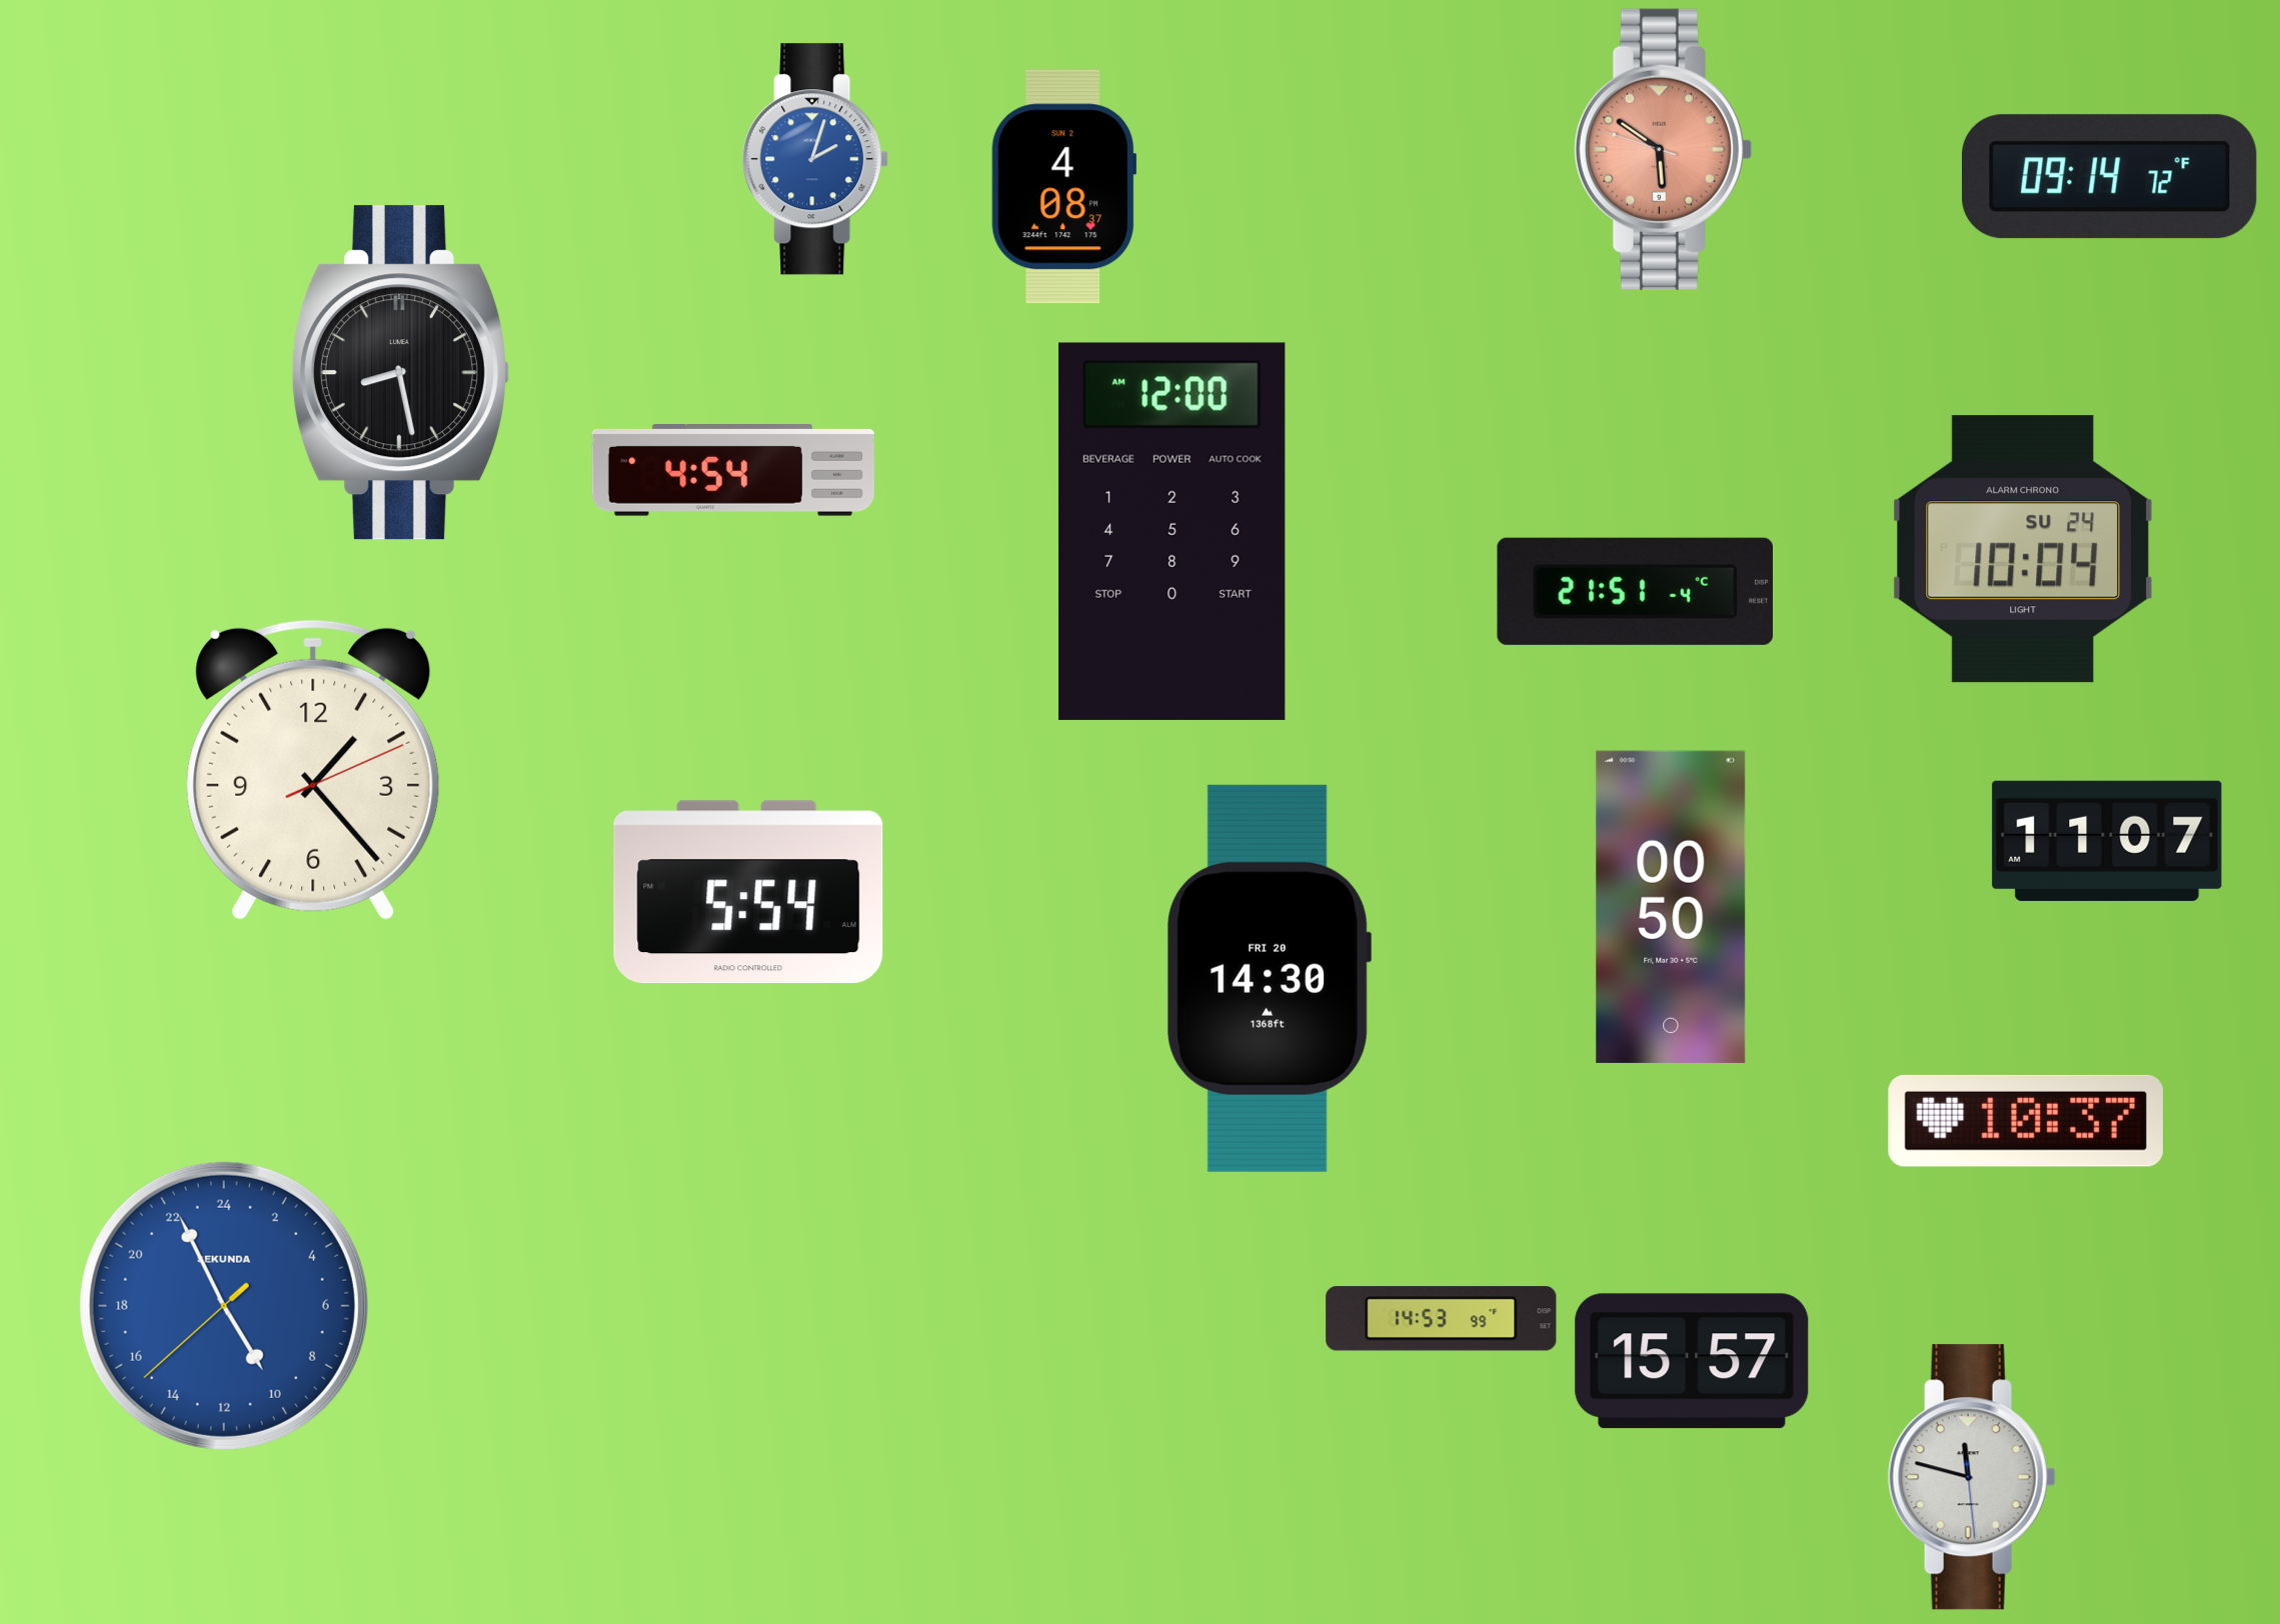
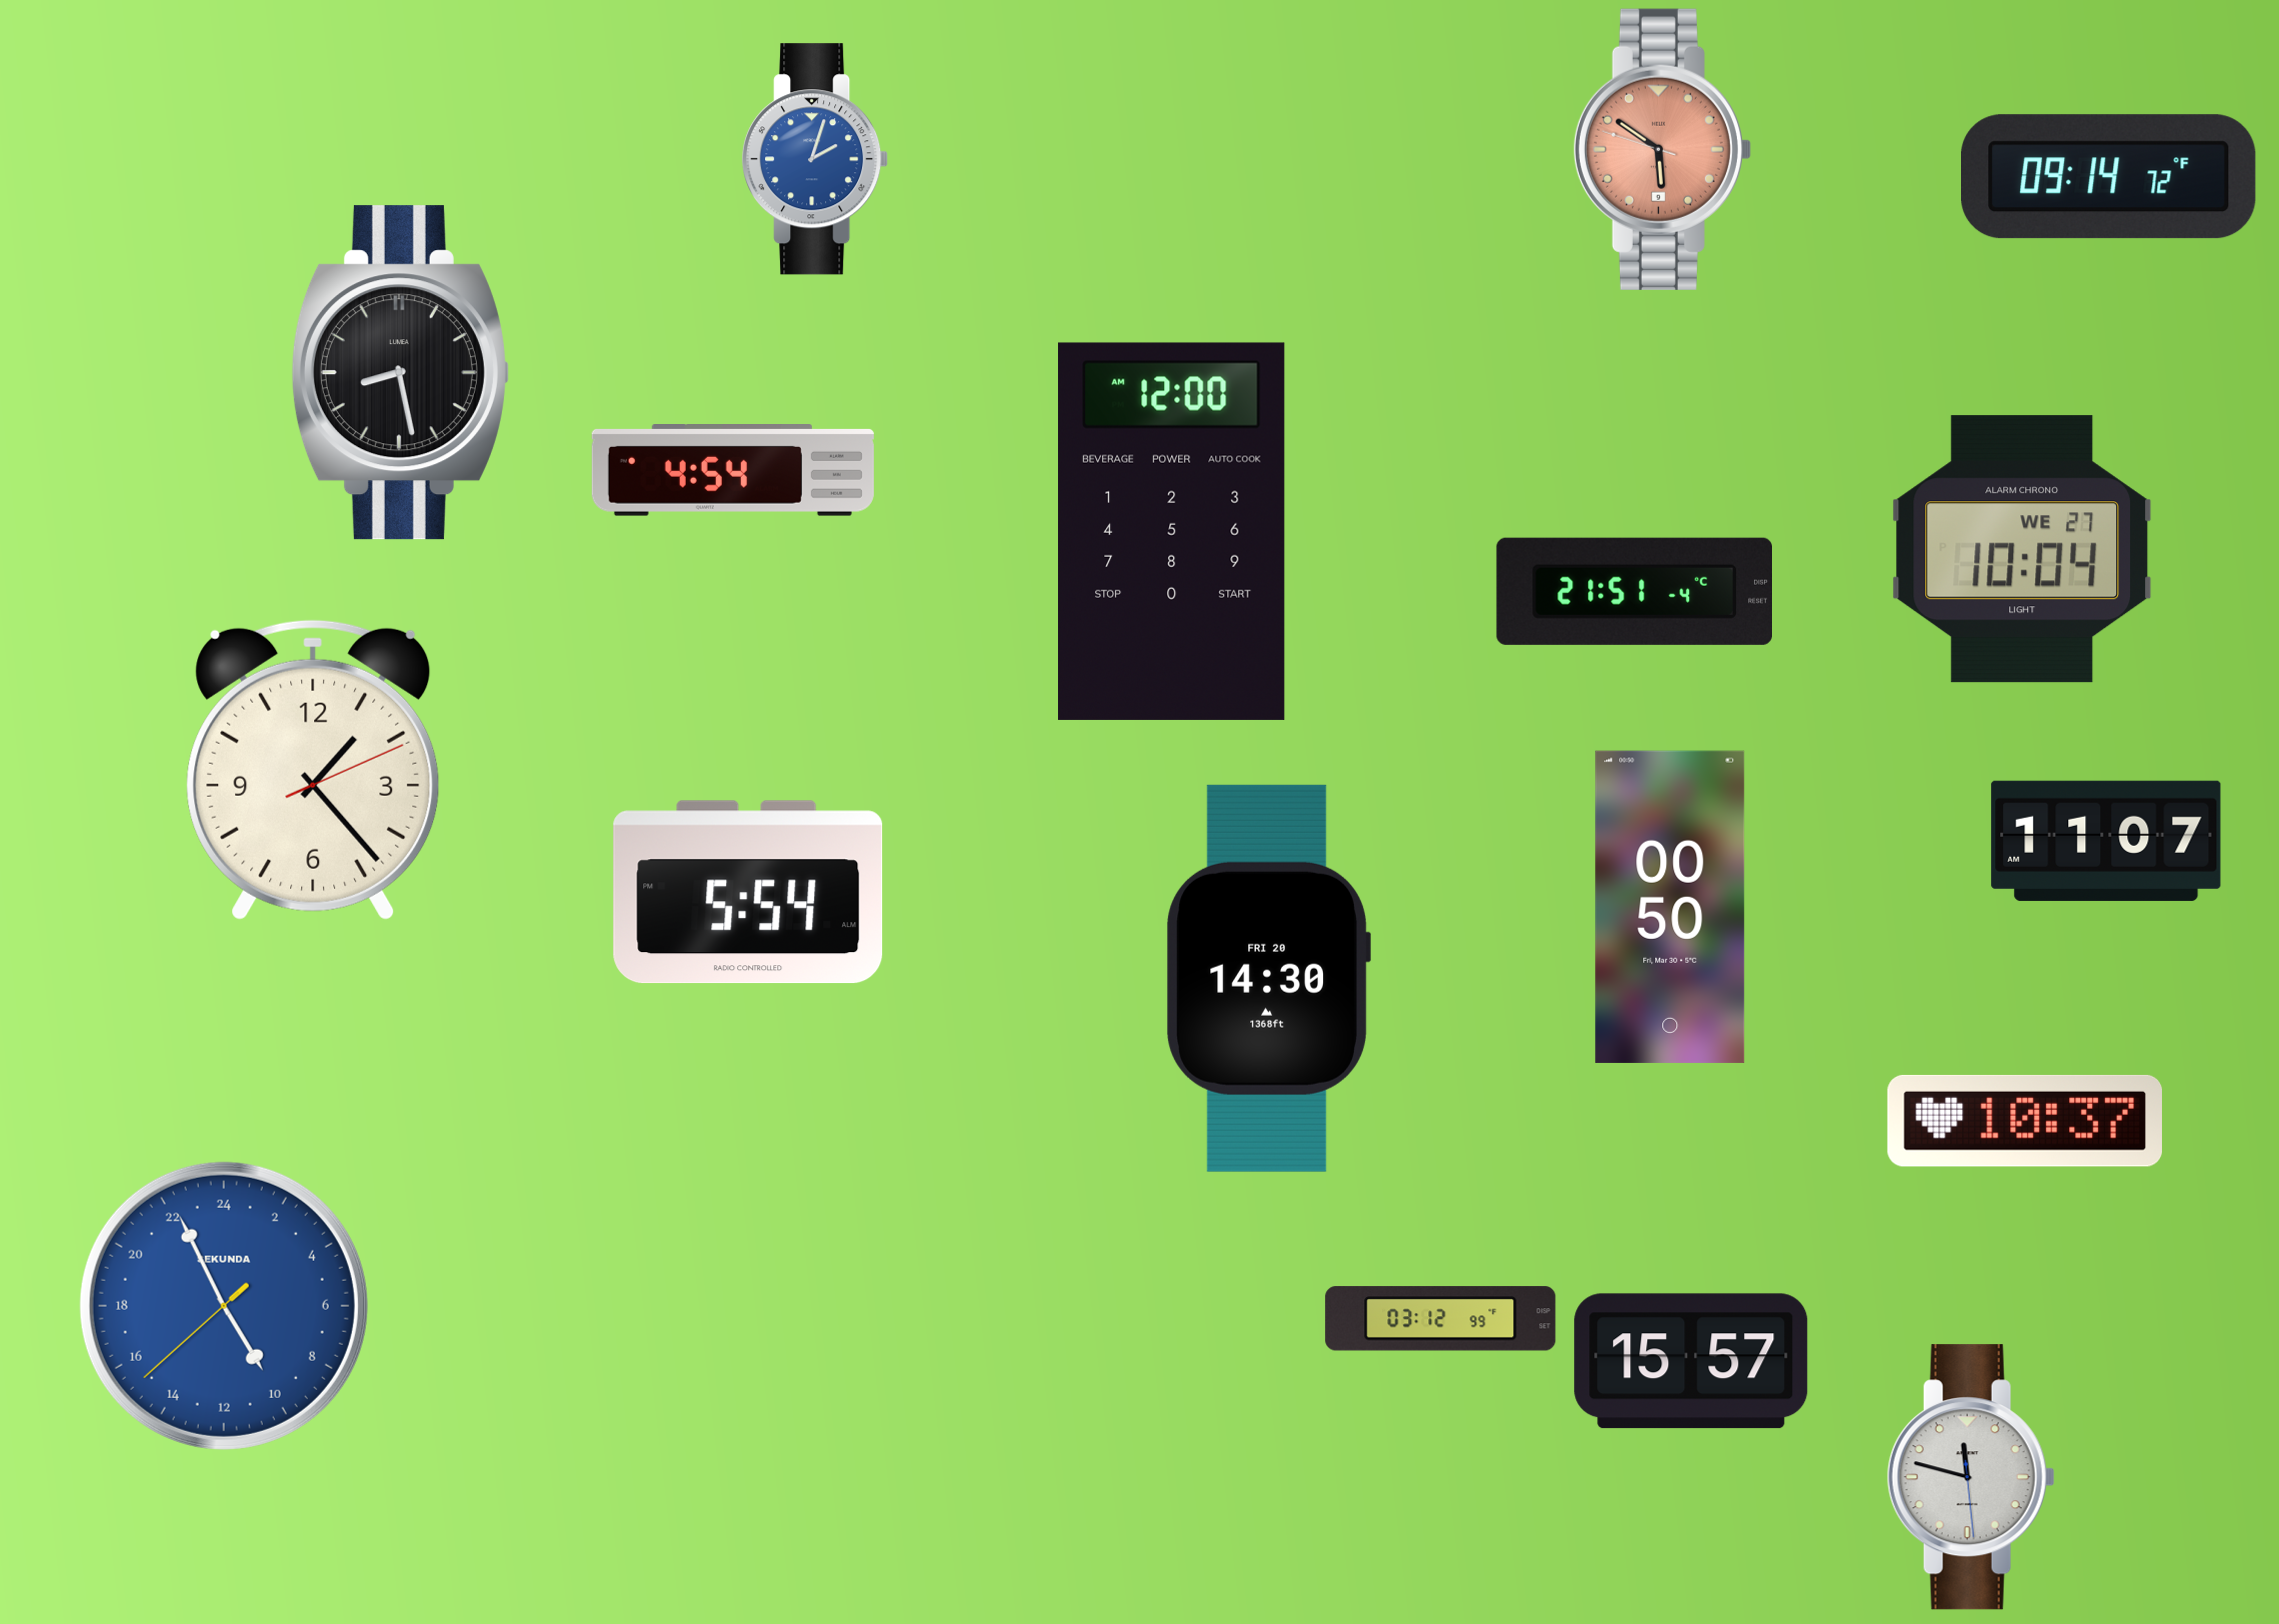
clock at (1064, 187): 4:08 -> none
clock at (2023, 549) date: SU 24 -> WE 27
clock at (1442, 1319): 14:53 -> 03:12
